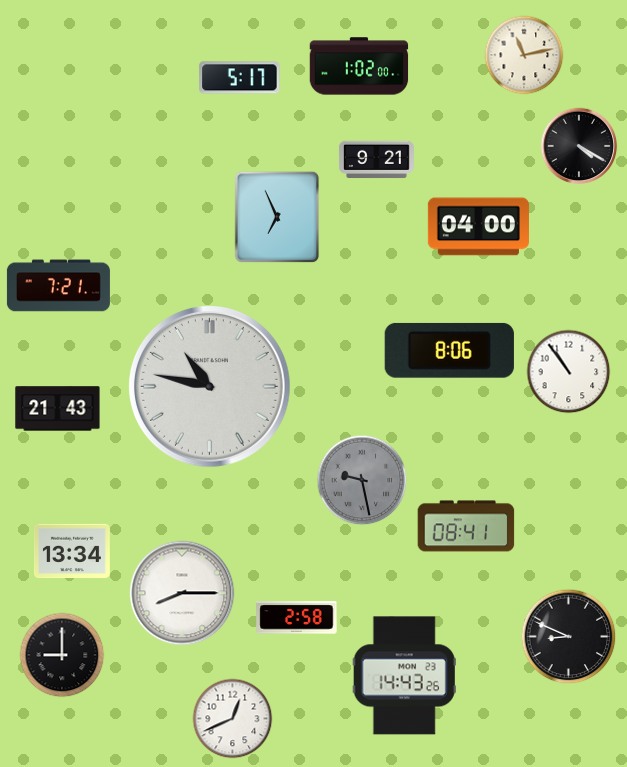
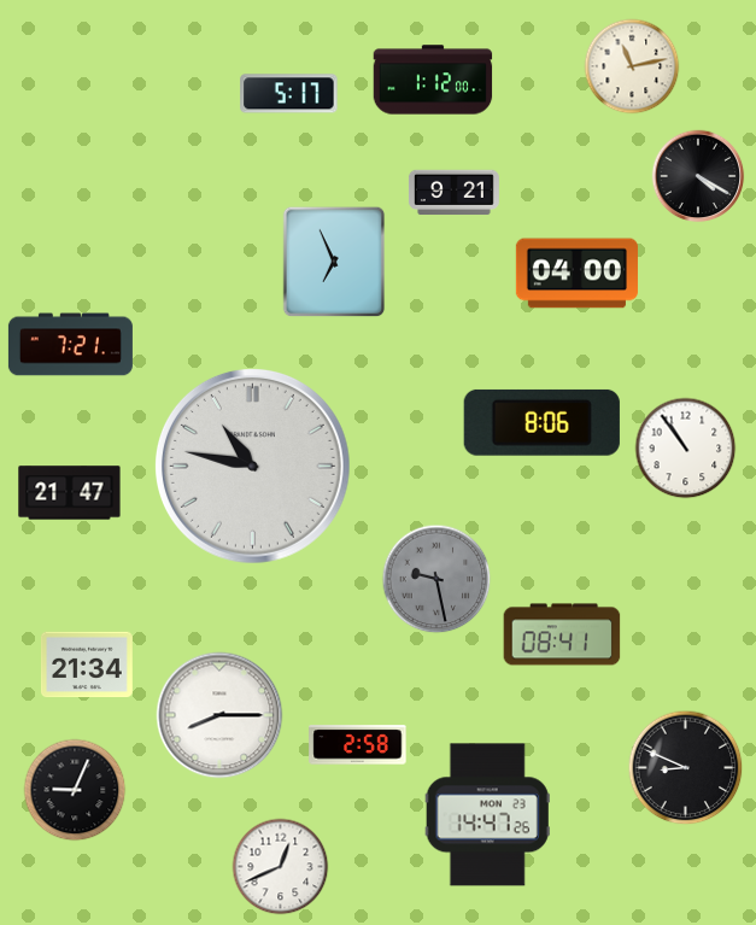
clock at (359, 66): 1:02 -> 1:12
clock at (58, 409): 21:43 -> 21:47
clock at (72, 551): 13:34 -> 21:34
clock at (62, 655): 9:00 -> 9:04
clock at (404, 676): 14:43 -> 14:47
